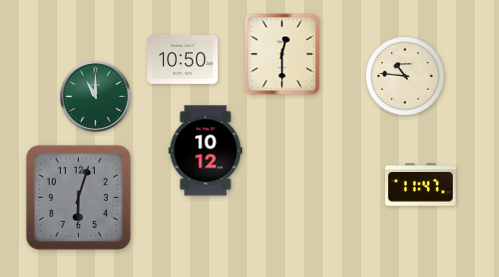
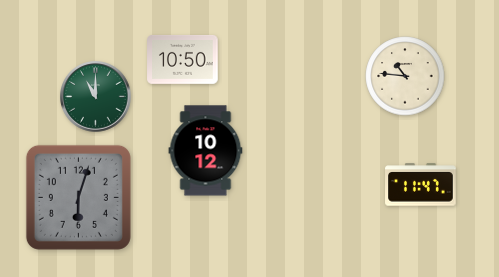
clock at (282, 54): 12:30 -> none
